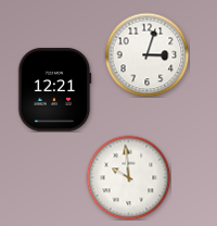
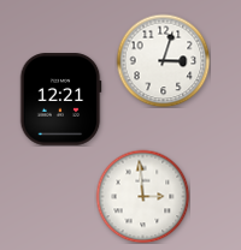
clock at (128, 177): 9:59 -> 2:59
